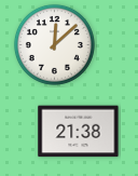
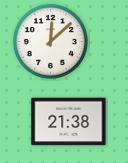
clock at (79, 132) position: (79, 132) -> (69, 122)
